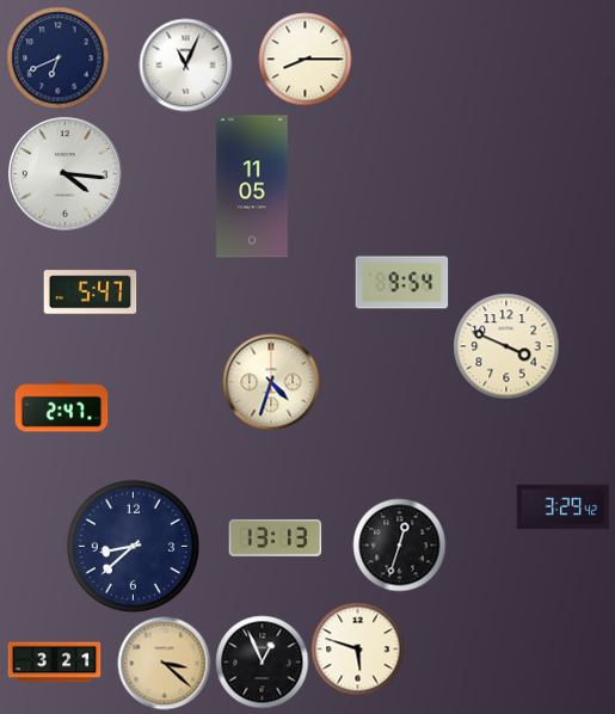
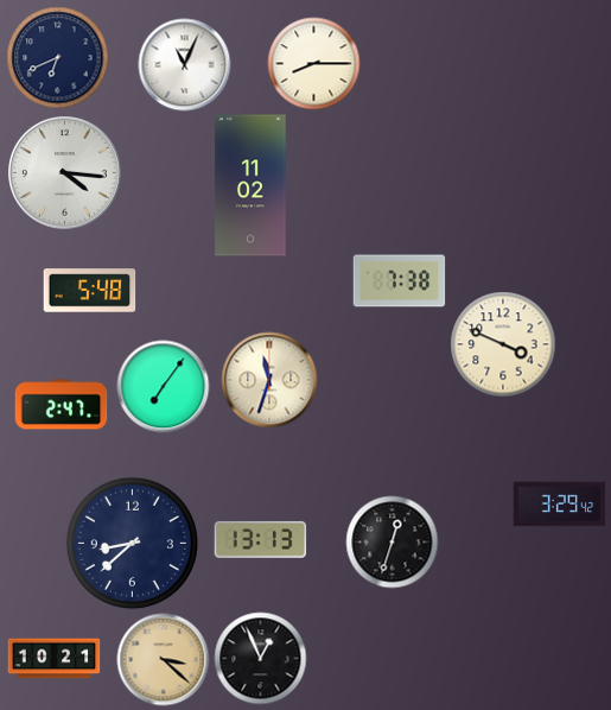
clock at (305, 59) position: (305, 59) -> (313, 63)
clock at (252, 186): 11:05 -> 11:02
clock at (401, 283): 9:54 -> 7:38
clock at (90, 293): 5:47 -> 5:48
clock at (271, 382): 4:33 -> 11:33
clock at (163, 386): none -> 7:06
clock at (275, 537) position: (275, 537) -> (260, 539)
clock at (399, 544) position: (399, 544) -> (392, 541)
clock at (357, 648): 5:48 -> none
clock at (54, 663): 3:21 -> 10:21
